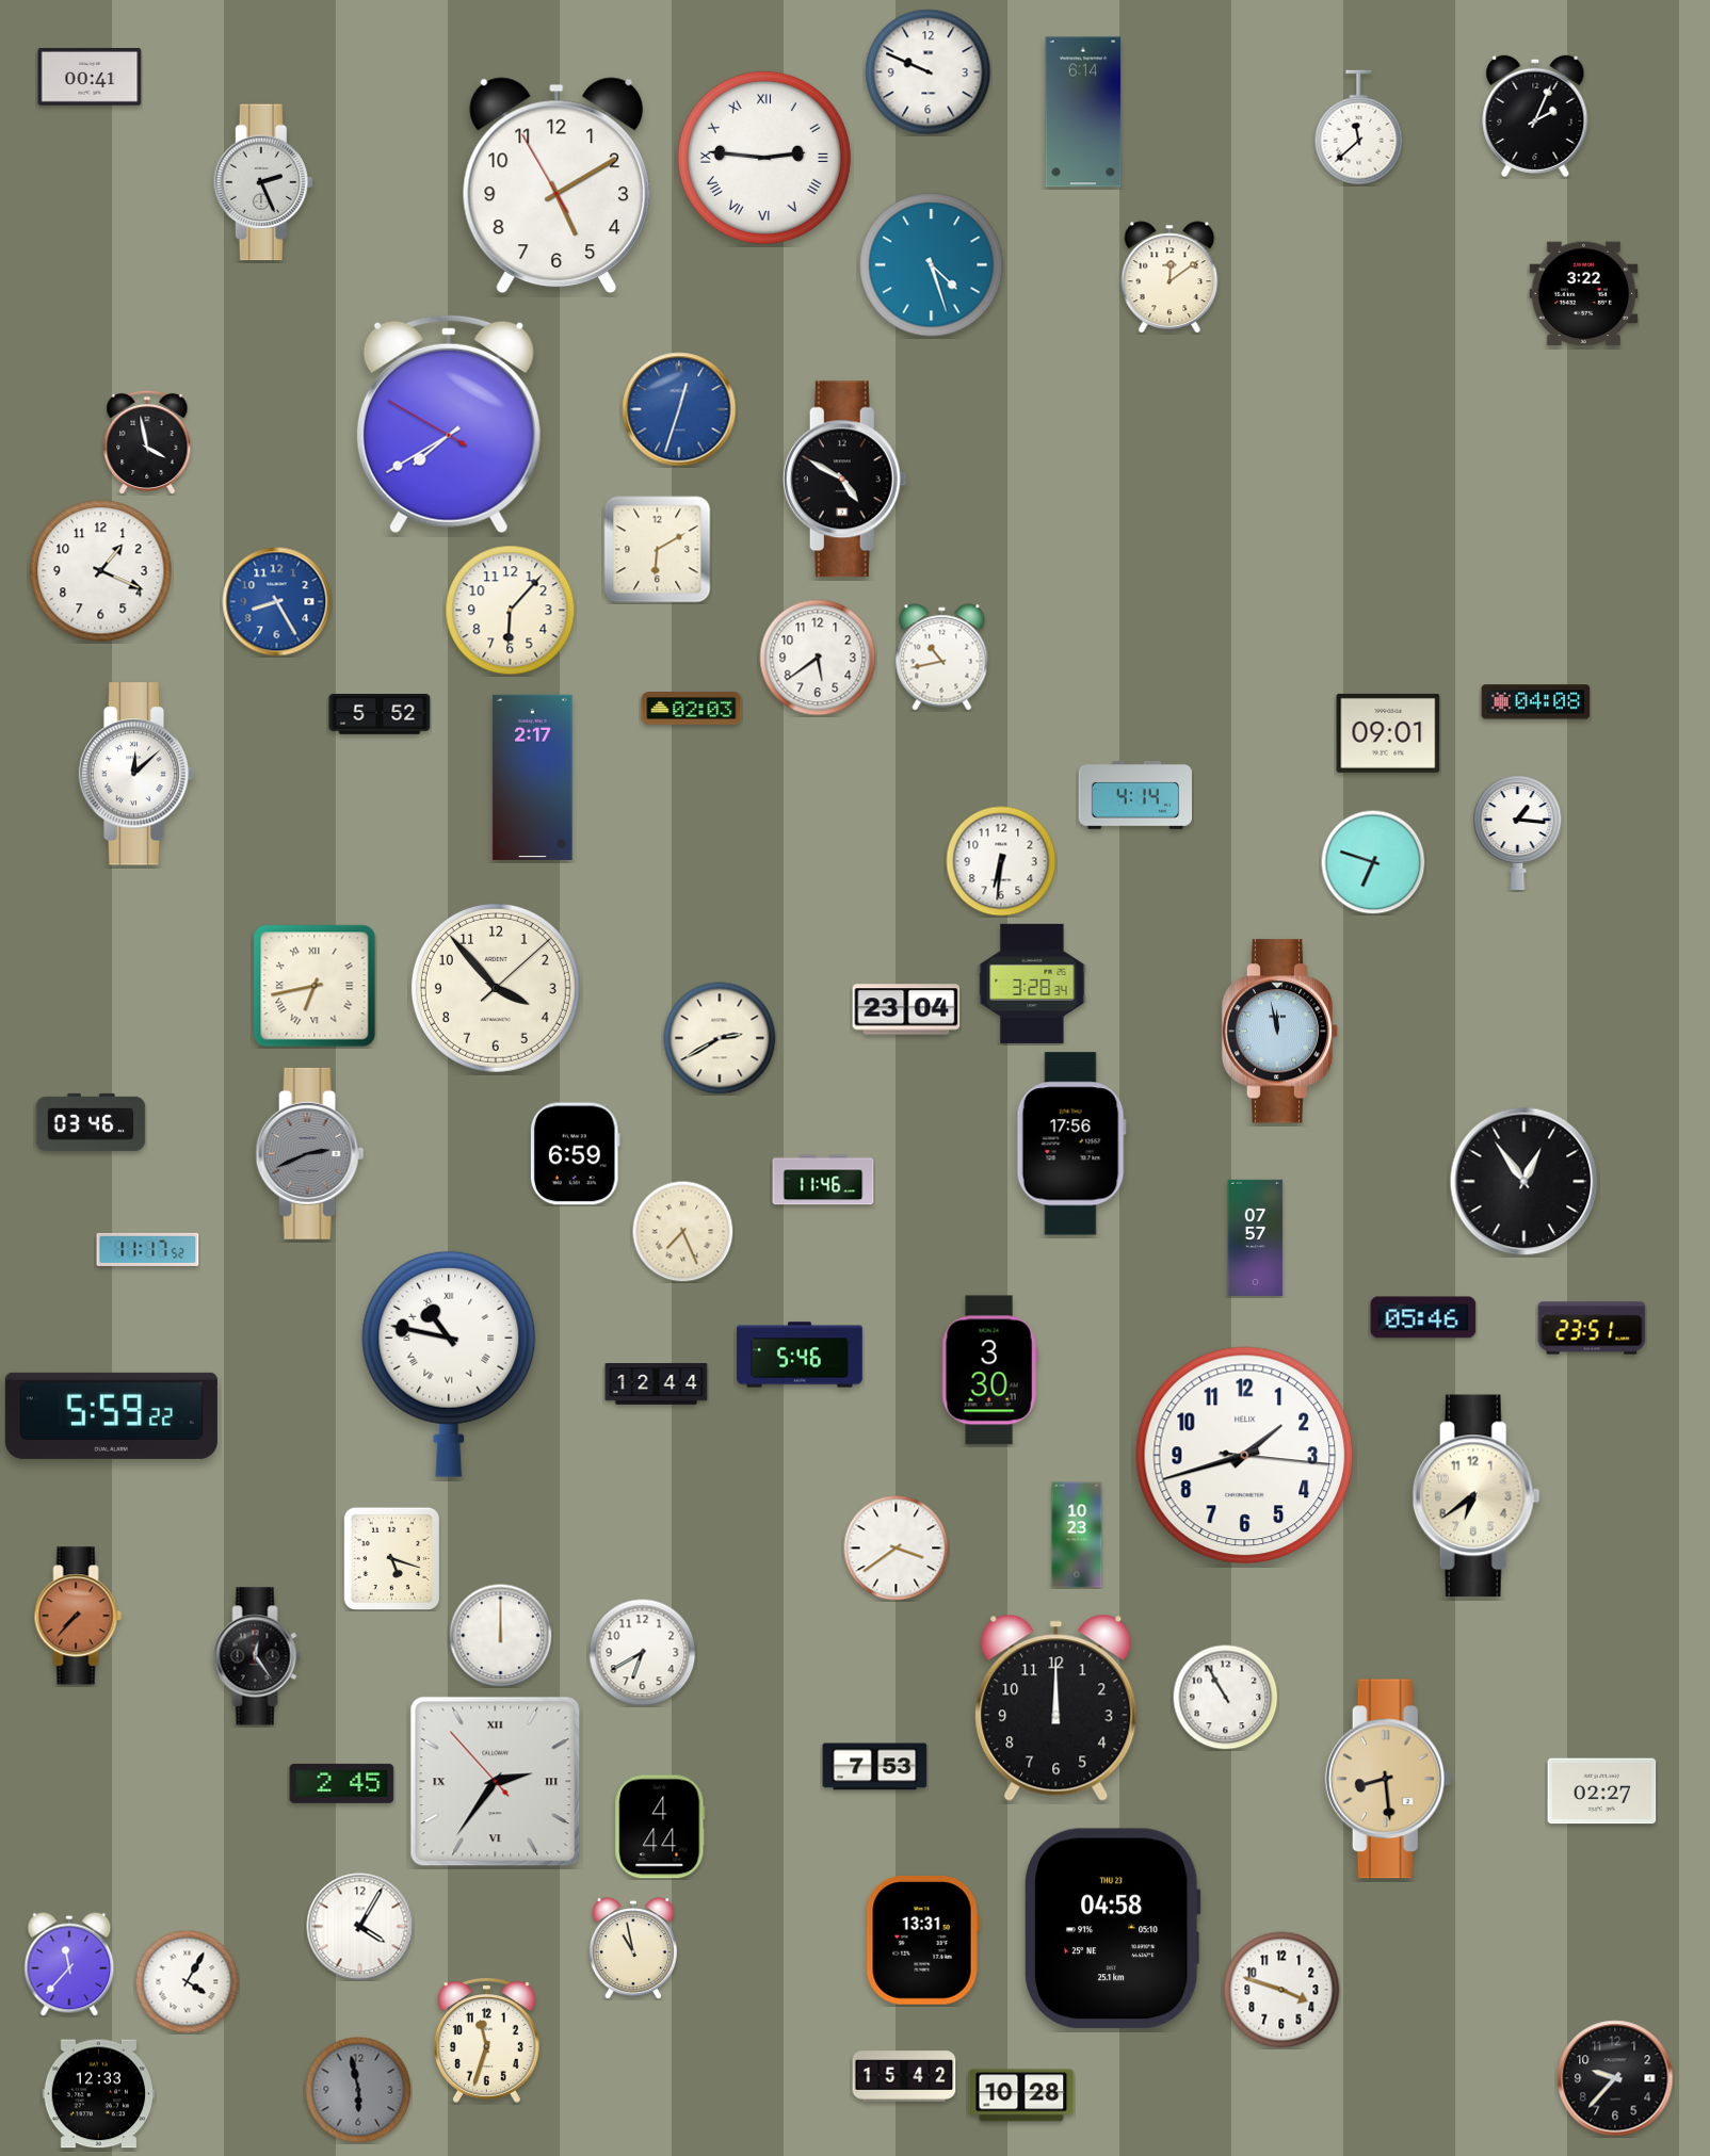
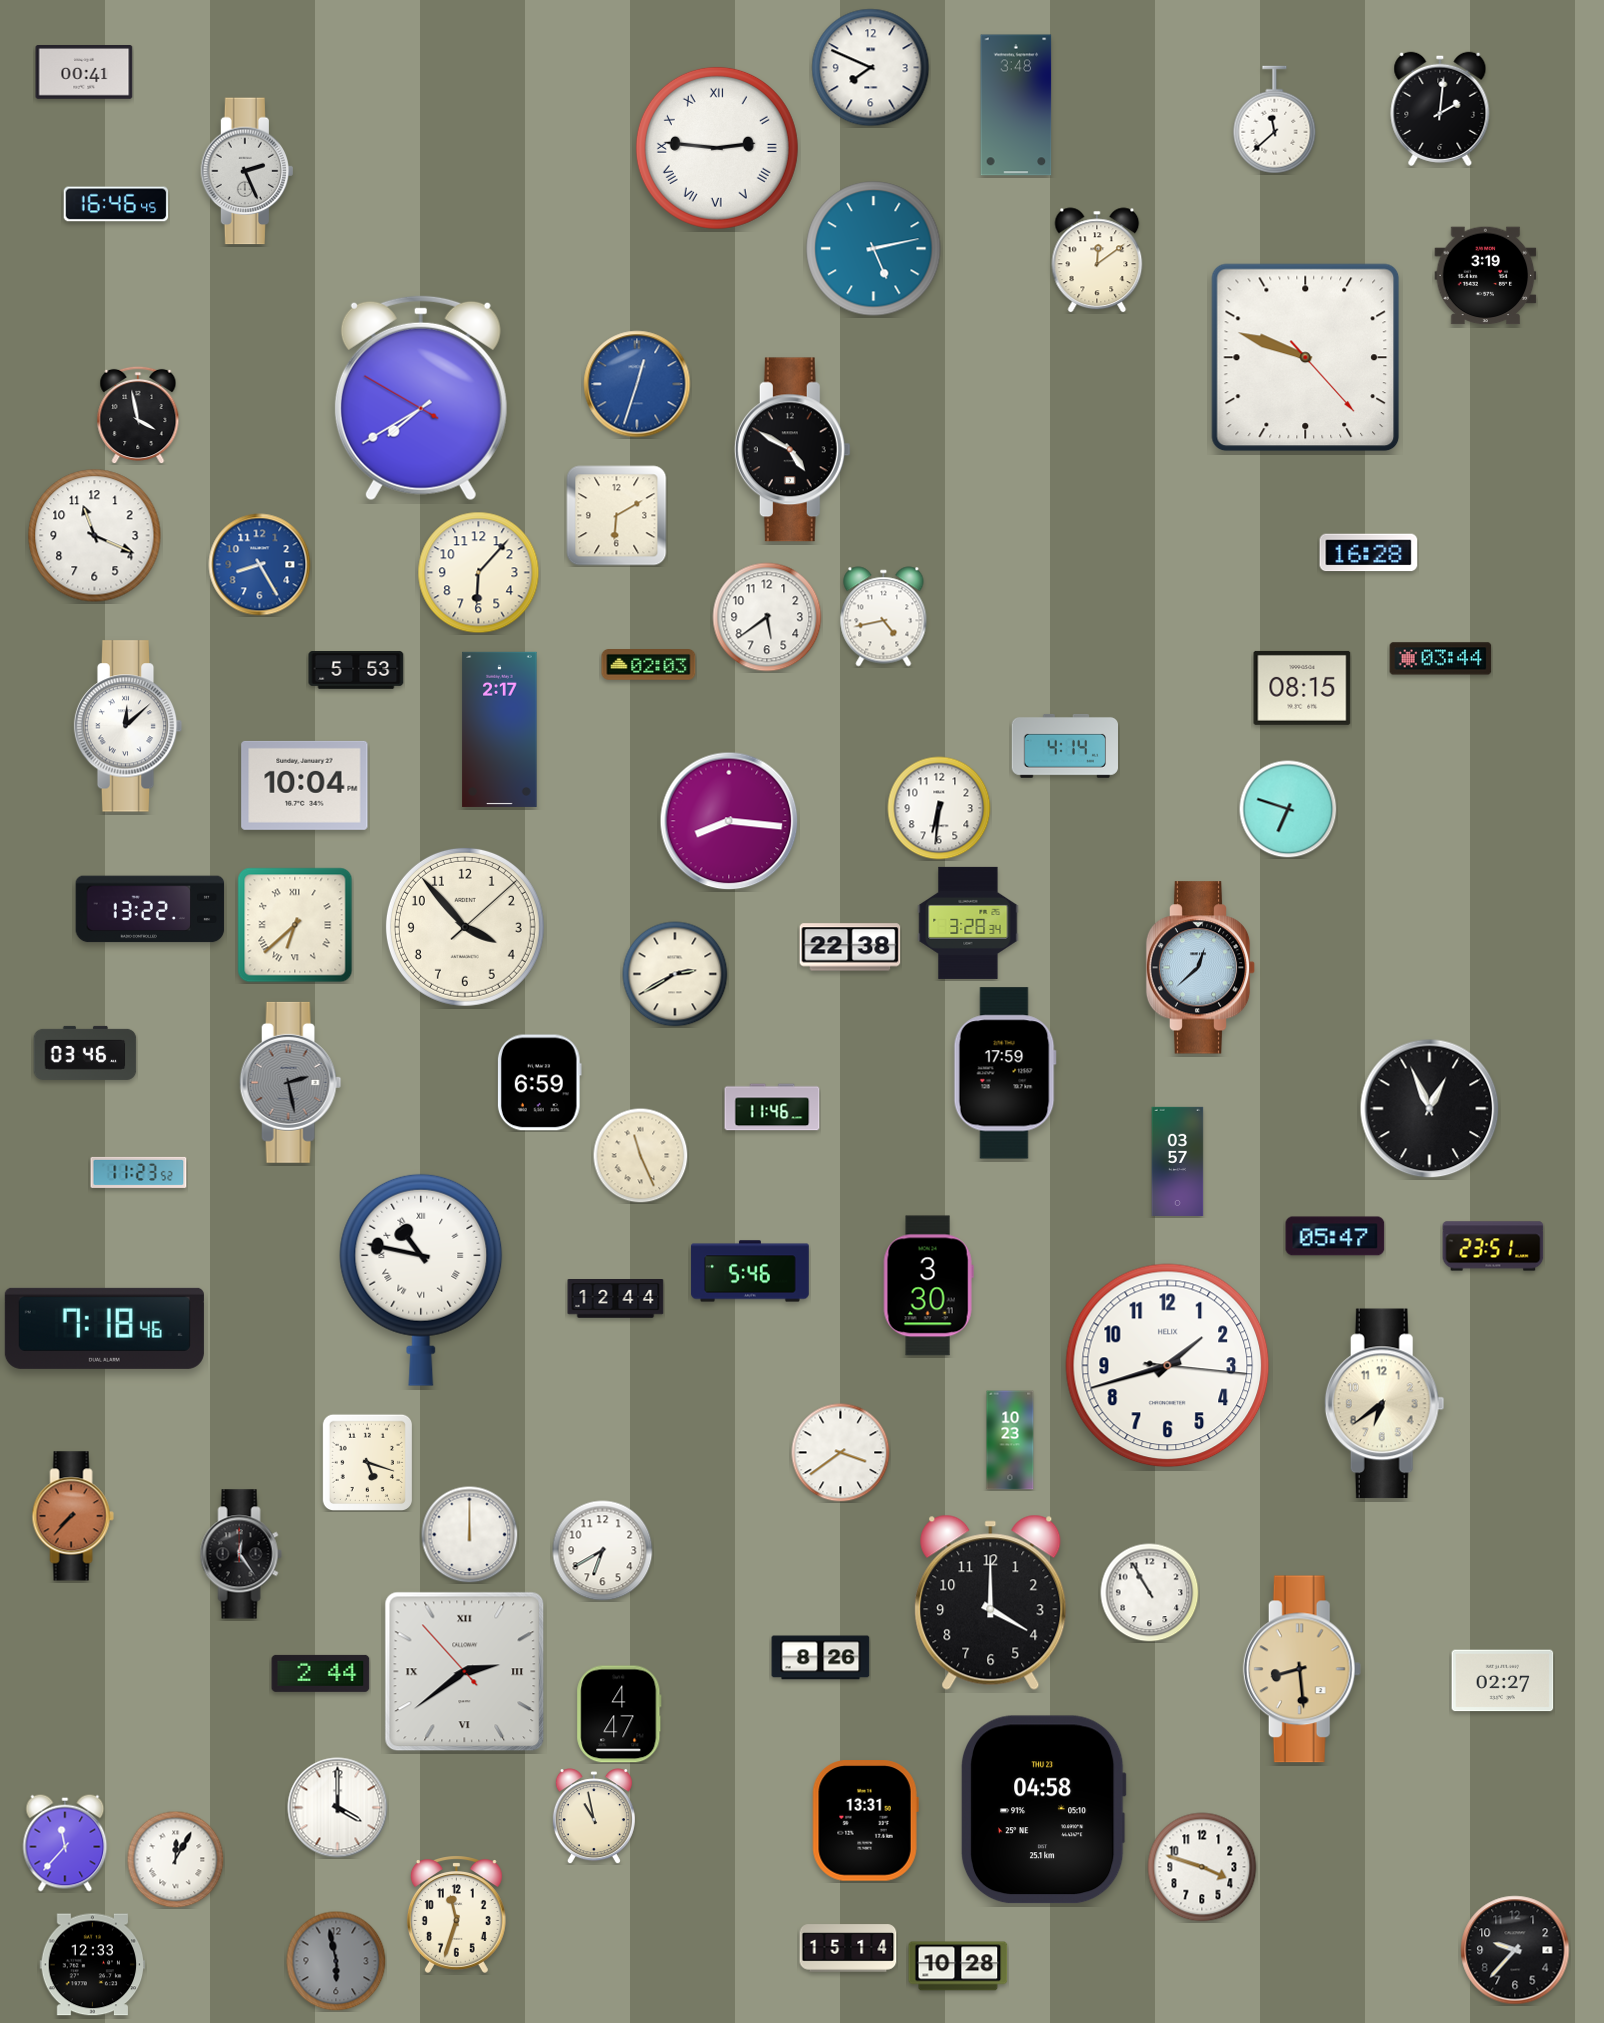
clock at (929, 72): 9:49 -> 7:49
clock at (1083, 112): 6:14 -> 3:48
clock at (1535, 116): 2:04 -> 2:01
clock at (556, 185): 5:09 -> none
clock at (116, 204): none -> 16:46
clock at (932, 265): 4:27 -> 5:13
clock at (1584, 294): 3:22 -> 3:19
clock at (1306, 358): none -> 9:48
clock at (101, 571): 1:19 -> 11:19
clock at (1369, 553): none -> 16:28
clock at (942, 658): 10:43 -> 4:43
clock at (1536, 702): 04:08 -> 03:44
clock at (380, 715): 5:52 -> 5:53
clock at (1388, 733): 09:01 -> 08:15
clock at (1518, 832): 1:16 -> none
clock at (305, 785): none -> 10:04
clock at (729, 821): none -> 8:16
clock at (150, 909): none -> 13:22
clock at (314, 986): 6:43 -> 6:38
clock at (906, 1009): 23:04 -> 22:38
clock at (1280, 1032): 11:58 -> 12:38
clock at (1071, 1144): 17:56 -> 17:59
clock at (310, 1153): 2:41 -> 2:28
clock at (1525, 1182): 12:54 -> 12:56
clock at (682, 1231): 7:26 -> 11:26
clock at (1256, 1237): 07:57 -> 03:57
clock at (148, 1249): 11:17 -> 11:23
clock at (1423, 1317): 05:46 -> 05:47
clock at (111, 1415): 5:59 -> 7:18
clock at (1056, 1707): 12:00 -> 4:00
clock at (875, 1767): 7:53 -> 8:26
clock at (496, 1782): 2:35 -> 2:38
clock at (342, 1783): 2:45 -> 2:44
clock at (660, 1827): 4:44 -> 4:47
clock at (360, 1927): 4:05 -> 4:00
clock at (633, 1948) position: (633, 1948) -> (594, 1816)
clock at (187, 1981): 4:05 -> 12:05
clock at (904, 2076): 15:42 -> 15:14
